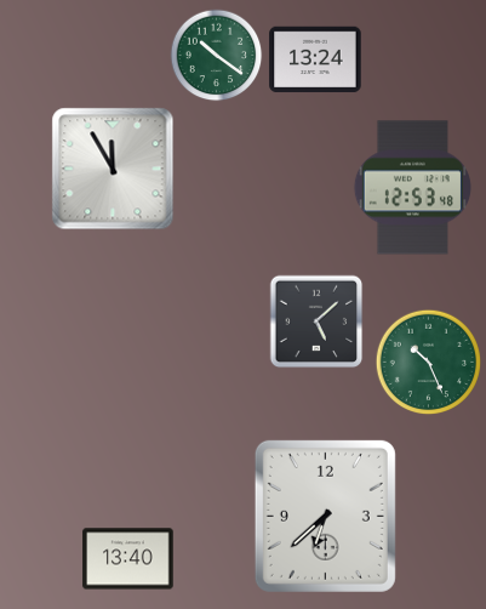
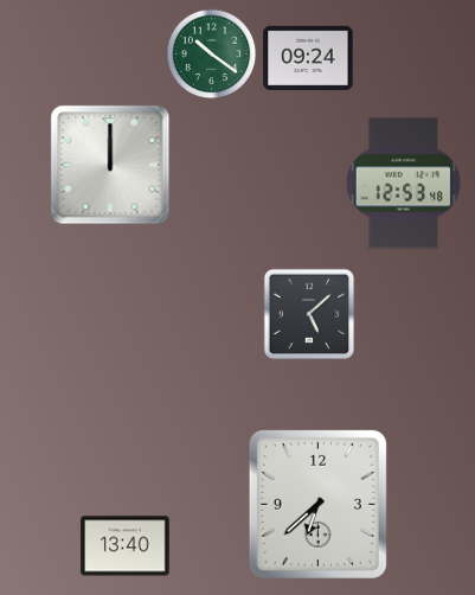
clock at (315, 59): 13:24 -> 09:24
clock at (113, 169): 11:55 -> 12:00
clock at (429, 363): 10:26 -> none
